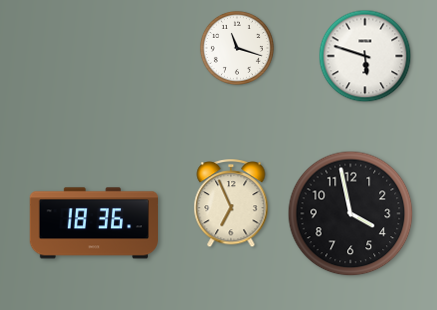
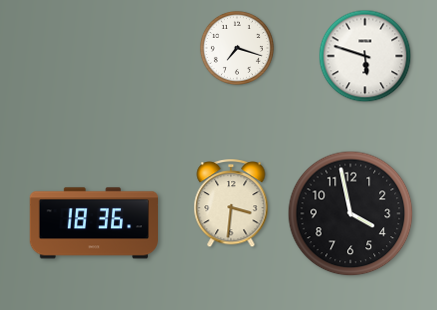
clock at (237, 48): 11:18 -> 7:18
clock at (231, 204): 6:56 -> 3:31
